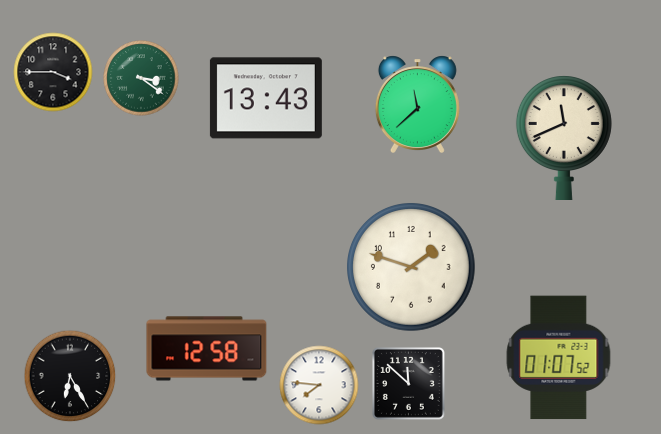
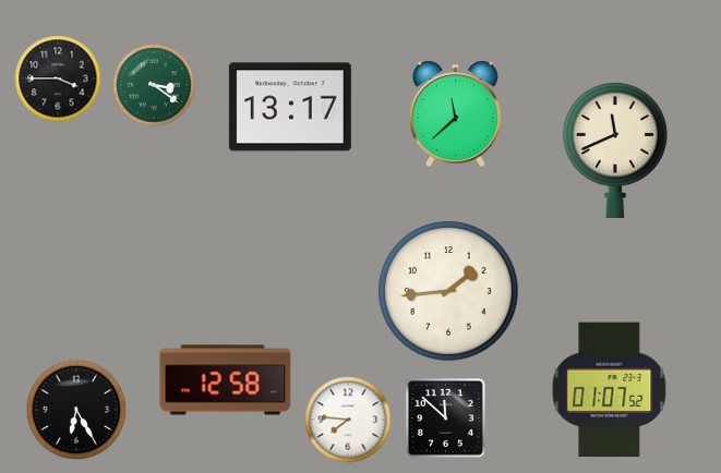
clock at (266, 98): 13:43 -> 13:17
clock at (412, 268): 1:48 -> 1:44
